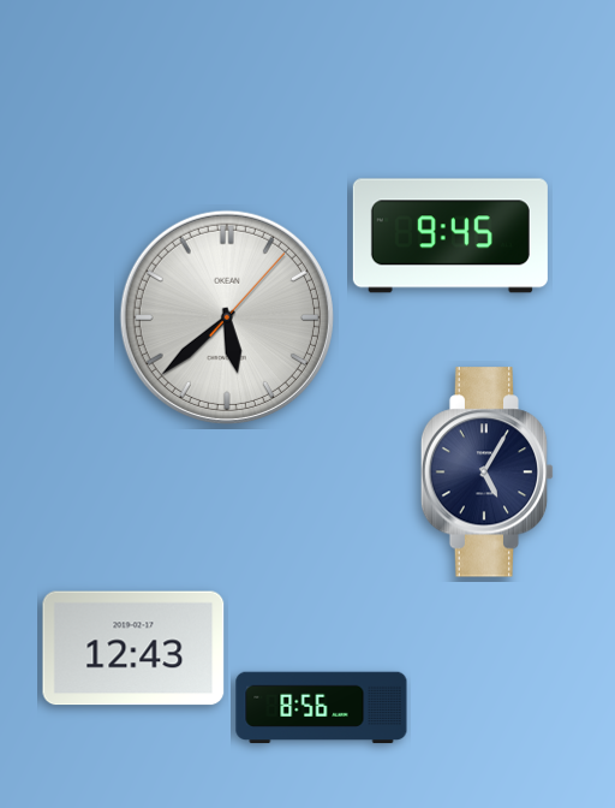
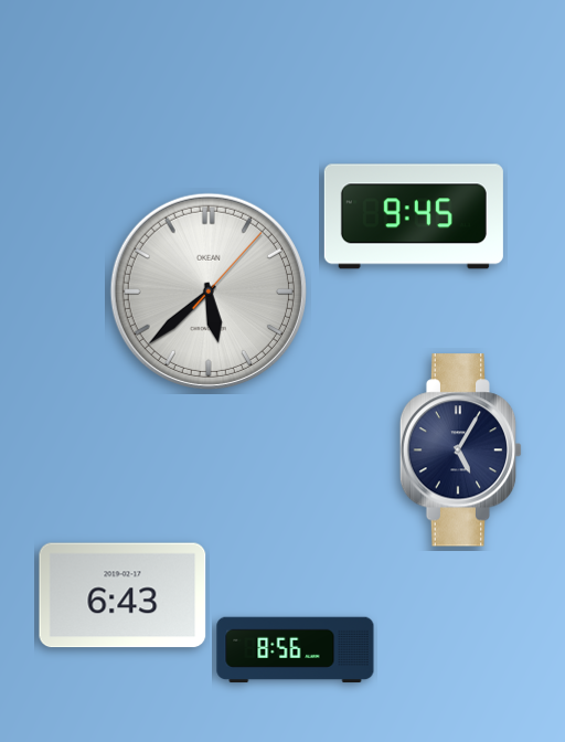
clock at (488, 473) position: (488, 473) -> (461, 451)
clock at (133, 648): 12:43 -> 6:43
